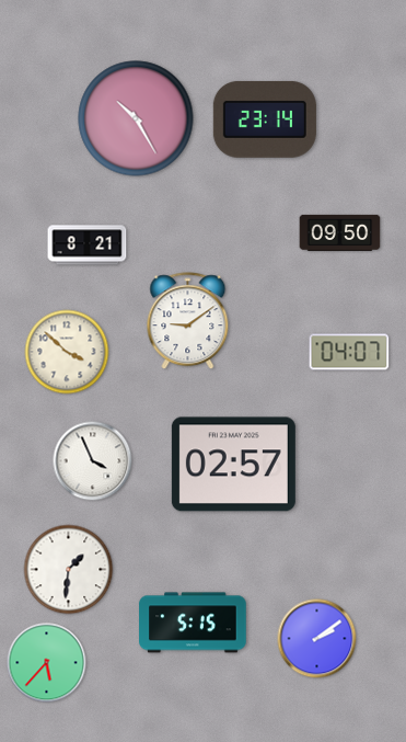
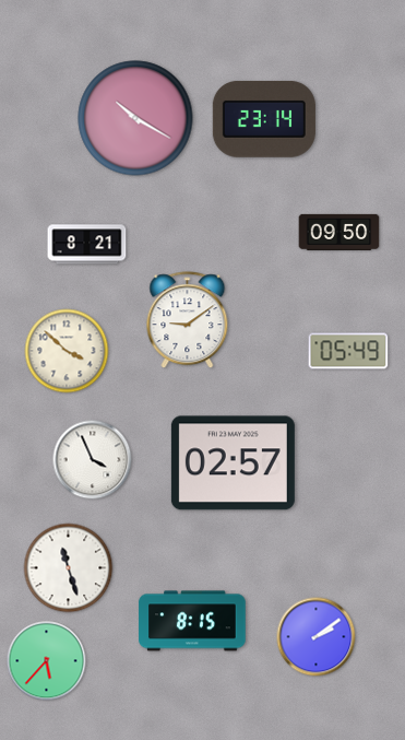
clock at (136, 118): 10:25 -> 10:20
clock at (349, 352): 04:07 -> 05:49
clock at (69, 570): 1:31 -> 11:27
clock at (193, 623): 5:15 -> 8:15
